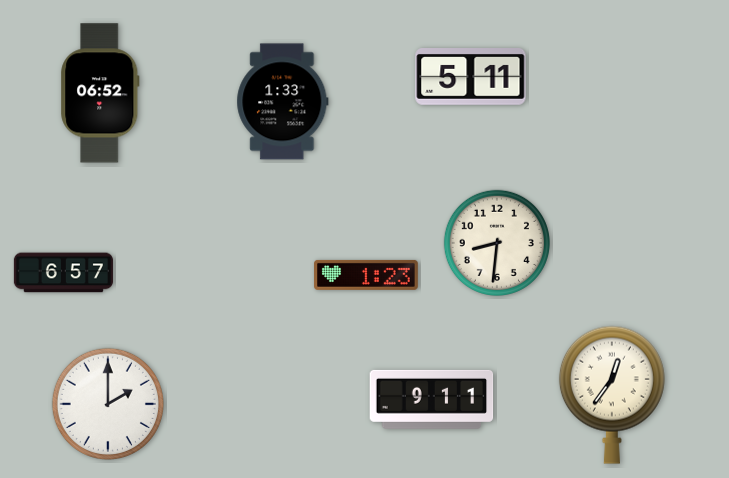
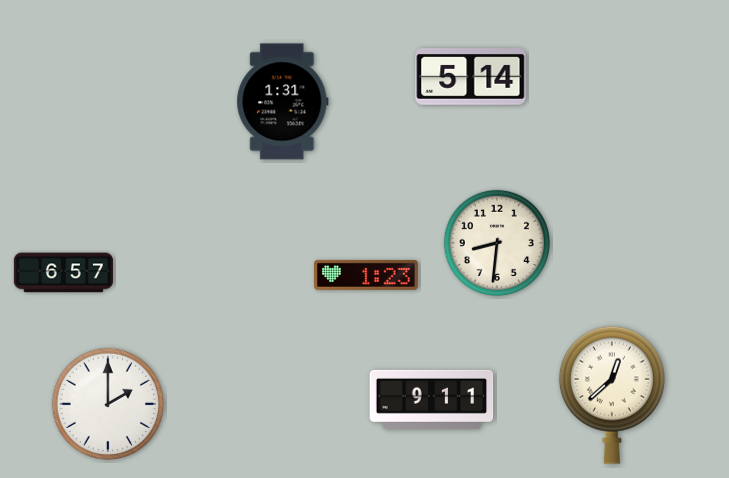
clock at (471, 77): 5:11 -> 5:14
clock at (100, 93): 06:52 -> none
clock at (283, 102): 1:33 -> 1:31
clock at (612, 395): 12:36 -> 12:38
